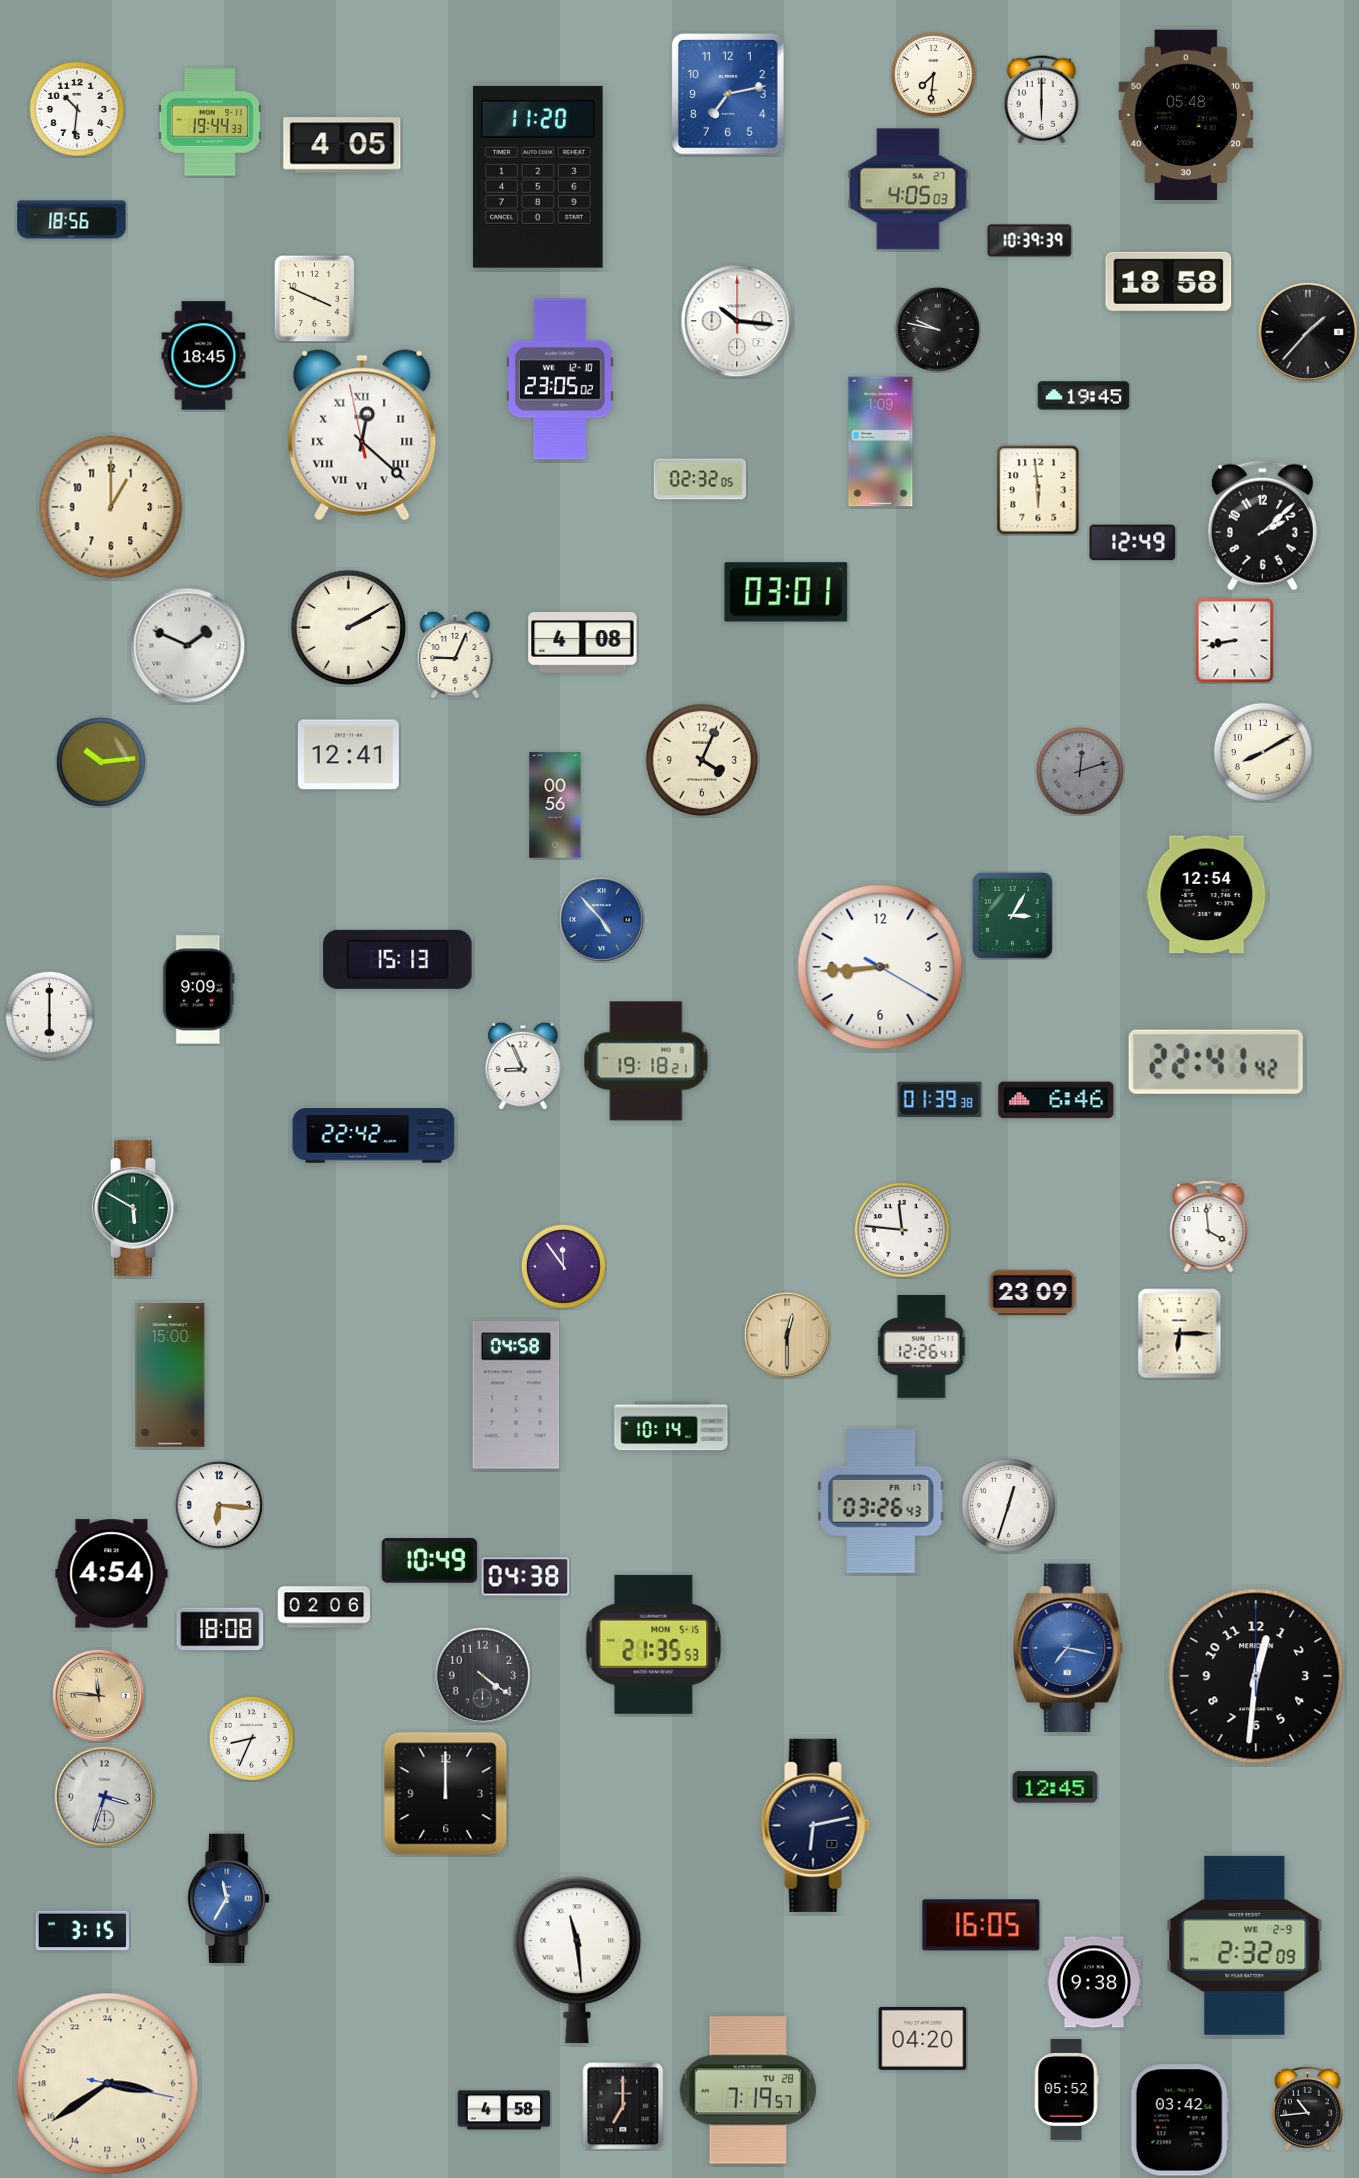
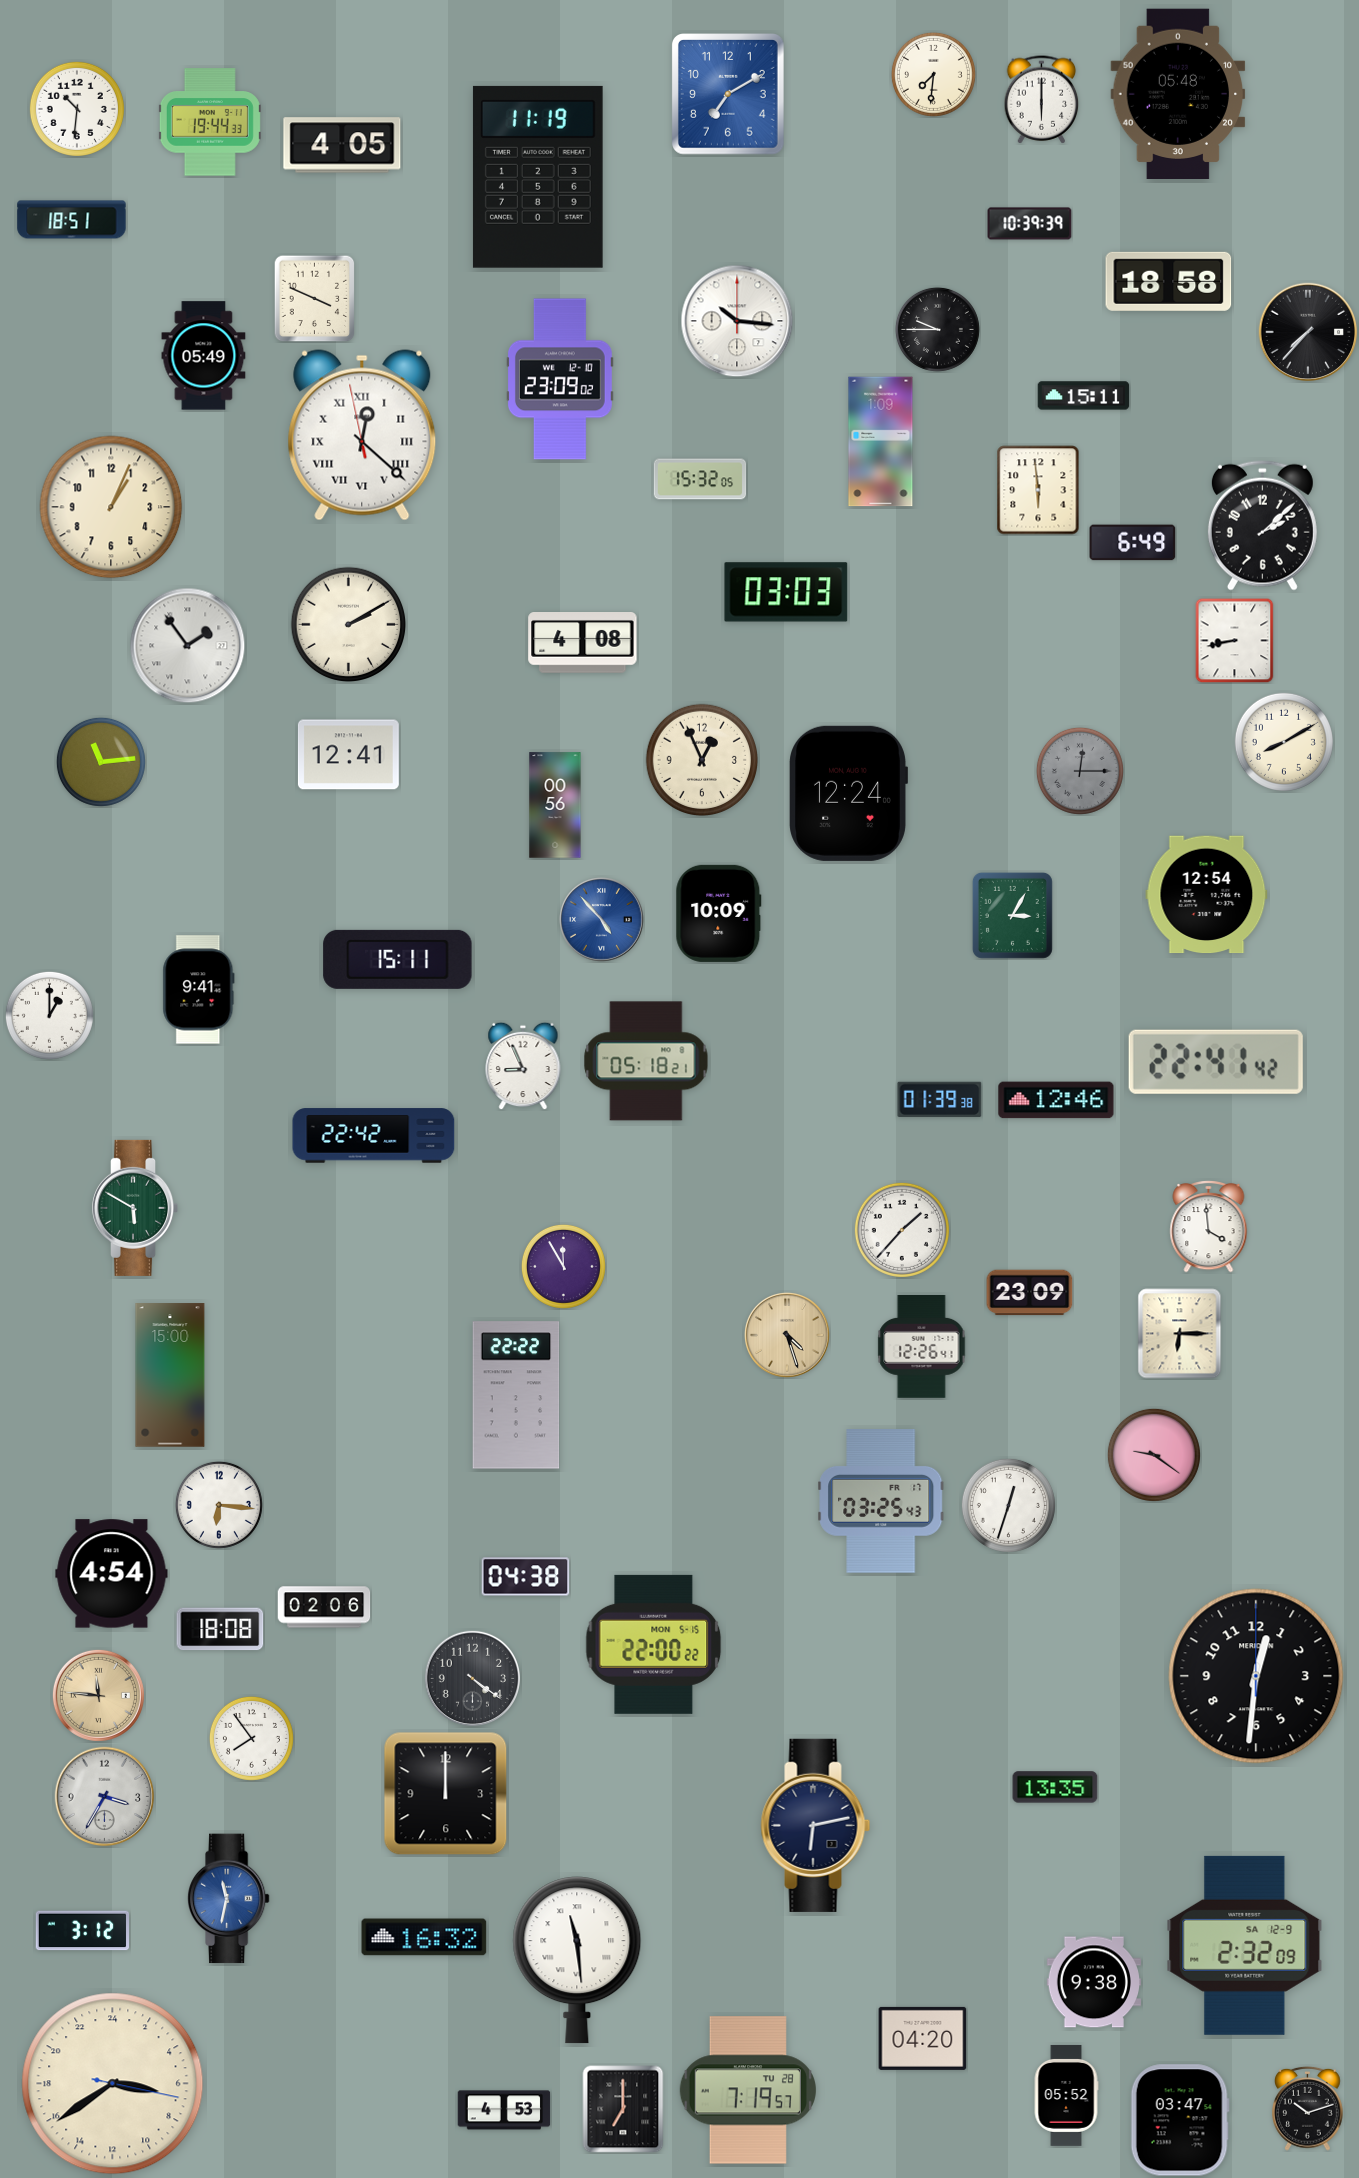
clock at (729, 95): 7:13 -> 7:10
clock at (1186, 114) position: (1186, 114) -> (1178, 93)
clock at (538, 177): 11:20 -> 11:19
clock at (908, 189): 4:05 -> none
clock at (72, 220): 18:56 -> 18:51
clock at (1030, 241) position: (1030, 241) -> (1030, 224)
clock at (937, 329): 9:47 -> 9:45
clock at (1308, 332): 1:37 -> 7:37
clock at (204, 356): 18:45 -> 05:49
clock at (560, 379): 23:05 -> 23:09
clock at (1084, 396): 19:45 -> 15:11
clock at (700, 479): 02:32 -> 15:32
clock at (111, 507): 1:00 -> 1:04
clock at (1133, 543): 12:49 -> 6:49
clock at (786, 592): 03:01 -> 03:03
clock at (349, 628) position: (349, 628) -> (349, 625)
clock at (188, 646): 1:49 -> 1:54
clock at (455, 655): 9:04 -> none
clock at (1263, 752) position: (1263, 752) -> (1284, 742)
clock at (701, 759): 4:04 -> 12:56
clock at (101, 762): 10:14 -> 11:14
clock at (1080, 771): 12:12 -> 12:15
clock at (849, 793): none -> 12:24
clock at (719, 913): none -> 10:09
clock at (398, 959): 15:13 -> 15:11
clock at (880, 967): 8:44 -> none
clock at (199, 990): 9:09 -> 9:41
clock at (49, 1015): 6:00 -> 1:00
clock at (646, 1061): 19:18 -> 05:18
clock at (1056, 1100): 6:46 -> 12:46
clock at (902, 1230): 11:46 -> 1:37
clock at (563, 1266): 11:54 -> 11:55
clock at (1033, 1293) position: (1033, 1293) -> (1030, 1293)
clock at (787, 1335): 12:30 -> 4:27
clock at (516, 1395): 04:58 -> 22:22
clock at (671, 1426): 10:14 -> none
clock at (1154, 1455): none -> 9:21
clock at (881, 1502): 03:26 -> 03:25
clock at (429, 1561): 10:49 -> none
clock at (654, 1644): 21:35 -> 22:00
clock at (1069, 1648): 7:17 -> none
clock at (482, 1675) position: (482, 1675) -> (472, 1678)
clock at (251, 1738): 8:34 -> 7:54
clock at (1055, 1787): 12:45 -> 13:35
clock at (105, 1797): 3:33 -> 3:35
clock at (228, 1899): 11:35 -> 11:32
clock at (981, 1925): 16:05 -> none
clock at (82, 1931): 3:15 -> 3:12
clock at (424, 1937): none -> 16:32
clock at (1245, 1945) date: WE 2-9 -> SA 12-9
clock at (108, 2084) position: (108, 2084) -> (113, 2084)
clock at (1066, 2090) position: (1066, 2090) -> (1066, 2096)
clock at (623, 2106) position: (623, 2106) -> (623, 2109)
clock at (1308, 2108): 10:44 -> 10:12
clock at (504, 2110): 4:58 -> 4:53
clock at (1180, 2120): 03:42 -> 03:47
